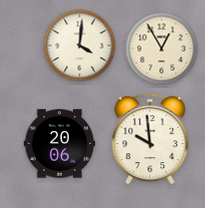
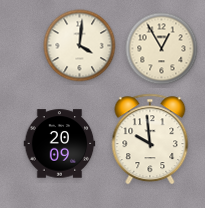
clock at (60, 144): 20:06 -> 20:09
